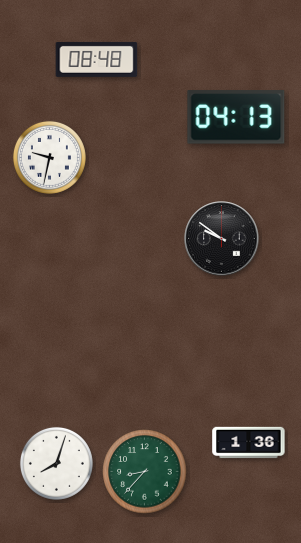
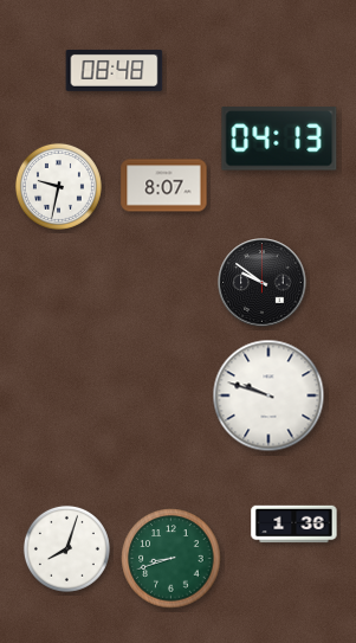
clock at (164, 186): none -> 8:07
clock at (268, 396): none -> 9:48
clock at (145, 472): 8:37 -> 8:42
